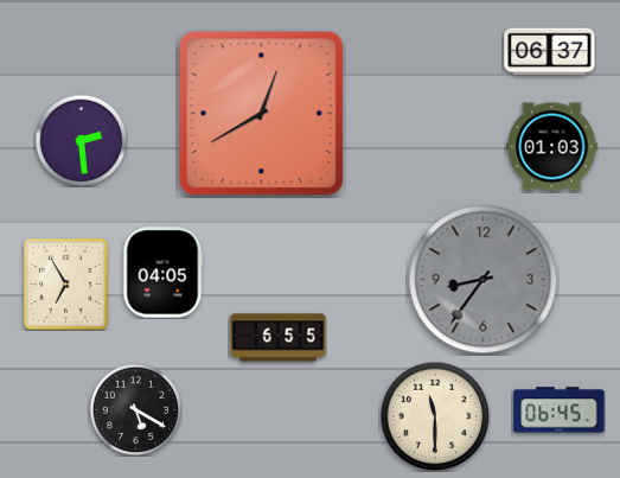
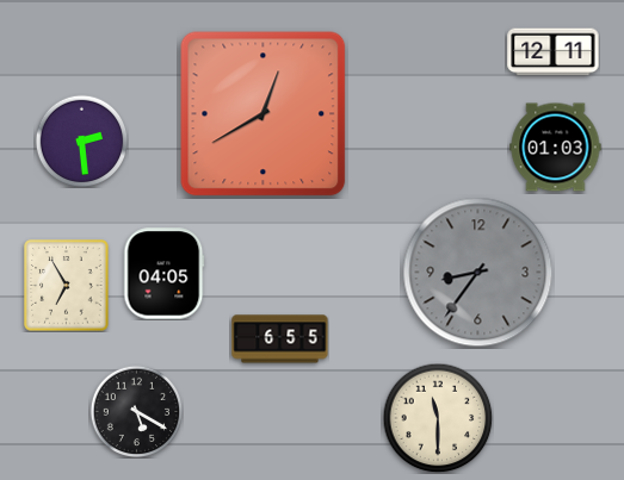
clock at (550, 52): 06:37 -> 12:11
clock at (484, 280) position: (484, 280) -> (478, 273)
clock at (560, 410): 06:45 -> none
